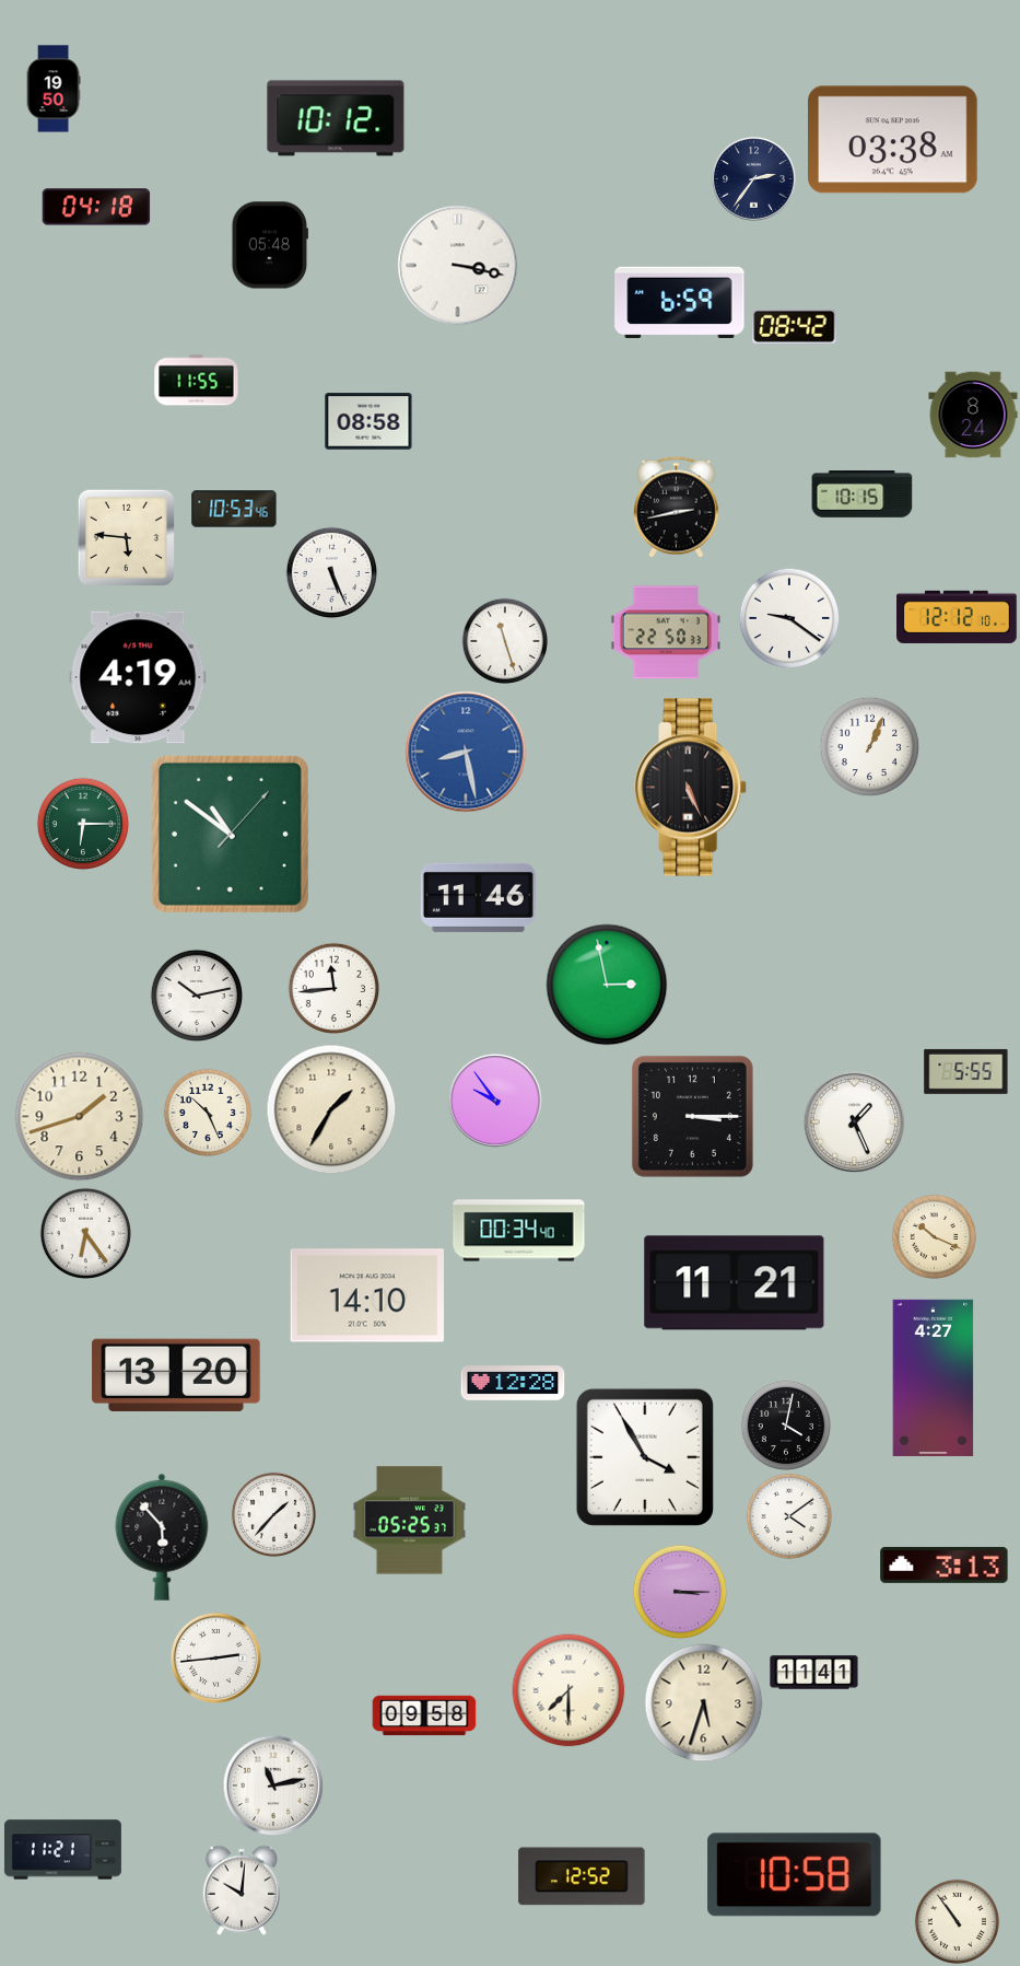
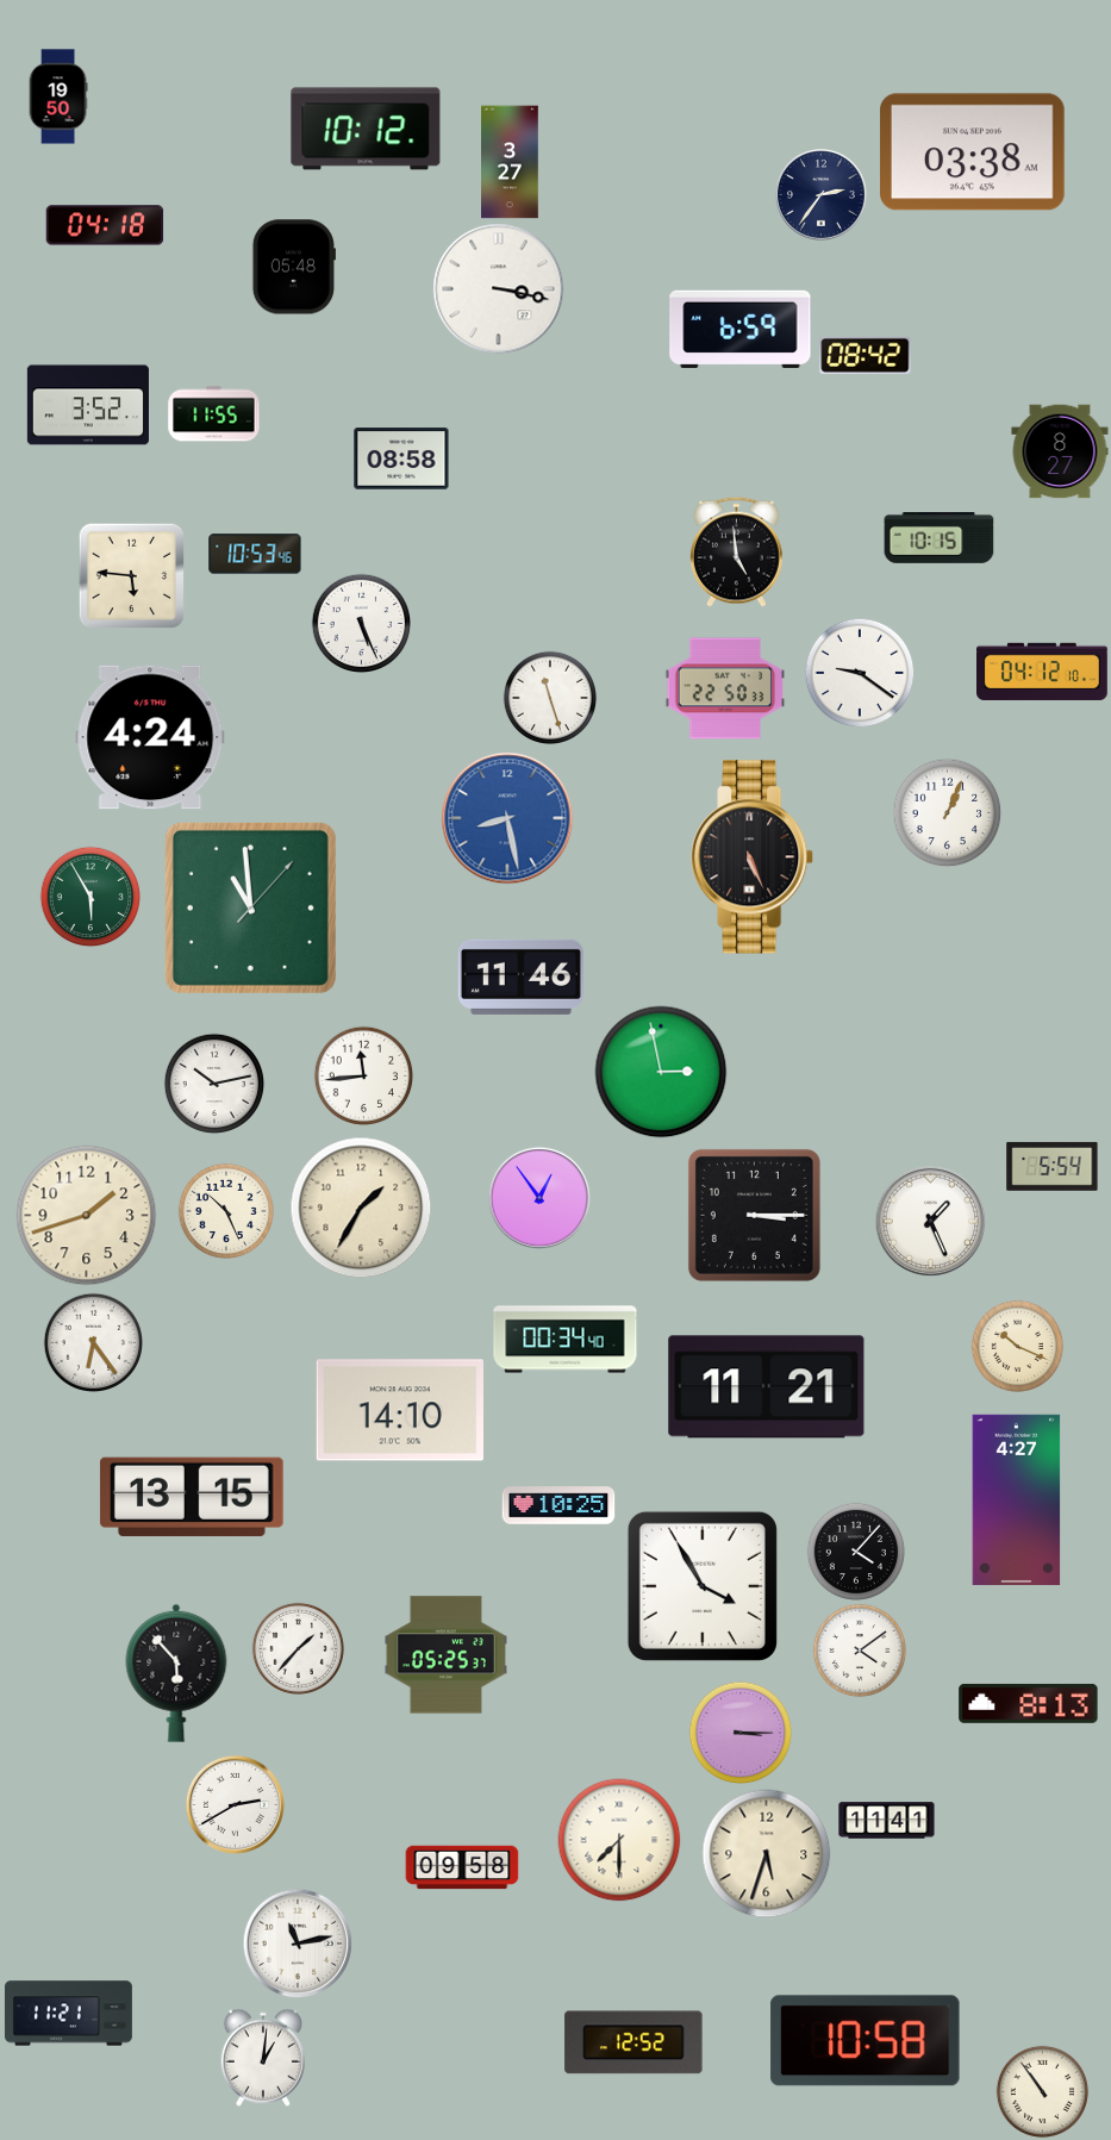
clock at (510, 162): none -> 3:27
clock at (88, 405): none -> 3:52
clock at (973, 415): 8:24 -> 8:27
clock at (676, 507): 2:43 -> 4:59
clock at (126, 537) position: (126, 537) -> (131, 575)
clock at (958, 617): 12:12 -> 04:12
clock at (138, 677): 4:19 -> 4:24
clock at (83, 824): 6:15 -> 5:55
clock at (230, 834): 10:51 -> 10:59
clock at (966, 1071): 5:55 -> 5:54
clock at (494, 1100): 9:54 -> 12:54
clock at (735, 1283) position: (735, 1283) -> (767, 1387)
clock at (176, 1374): 13:20 -> 13:15
clock at (513, 1383): 12:28 -> 10:25
clock at (785, 1424): 4:02 -> 4:07
clock at (945, 1564): 3:13 -> 8:13
clock at (215, 1657): 2:44 -> 2:40
clock at (242, 1891): 10:01 -> 1:01
